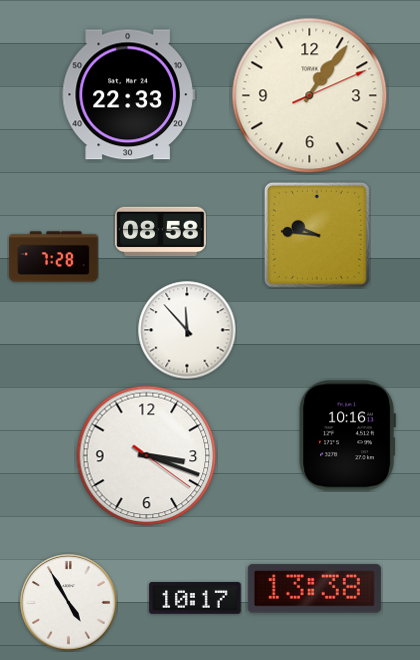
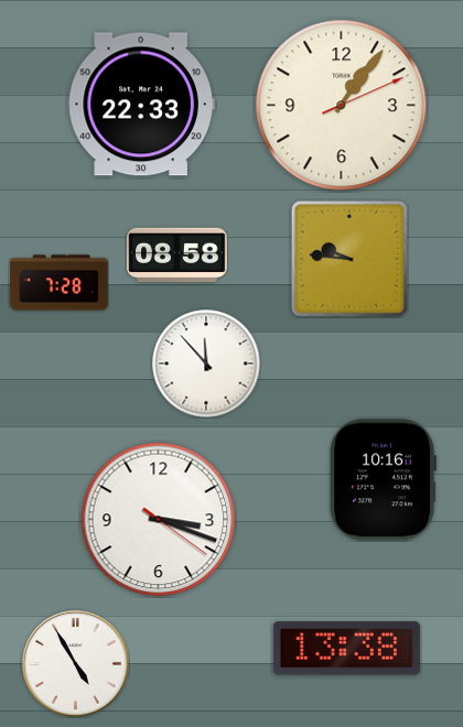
clock at (147, 456) position: (147, 456) -> (159, 520)
clock at (195, 599): 10:17 -> none
